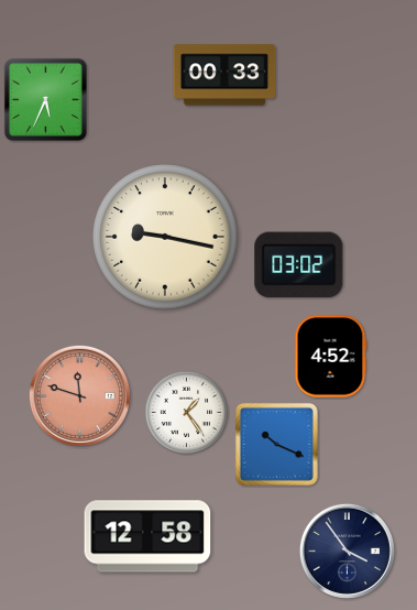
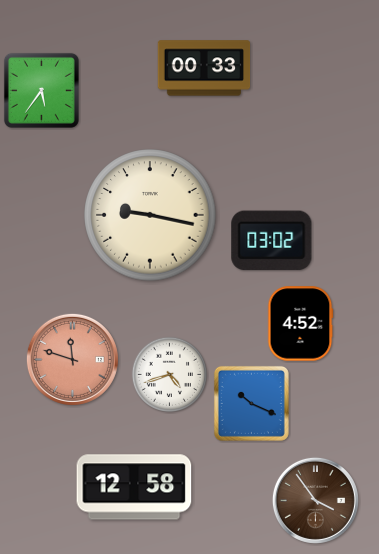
clock at (45, 99): 5:34 -> 5:36
clock at (186, 412): 1:24 -> 4:42
clock at (347, 551) dial: navy -> brown
